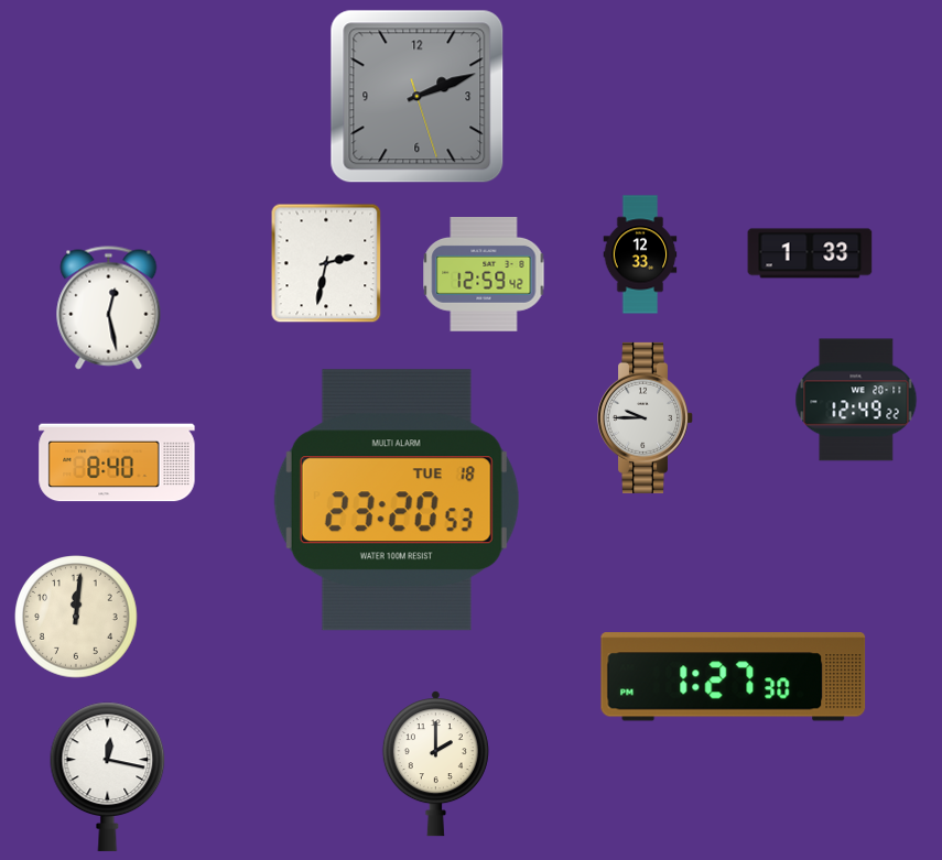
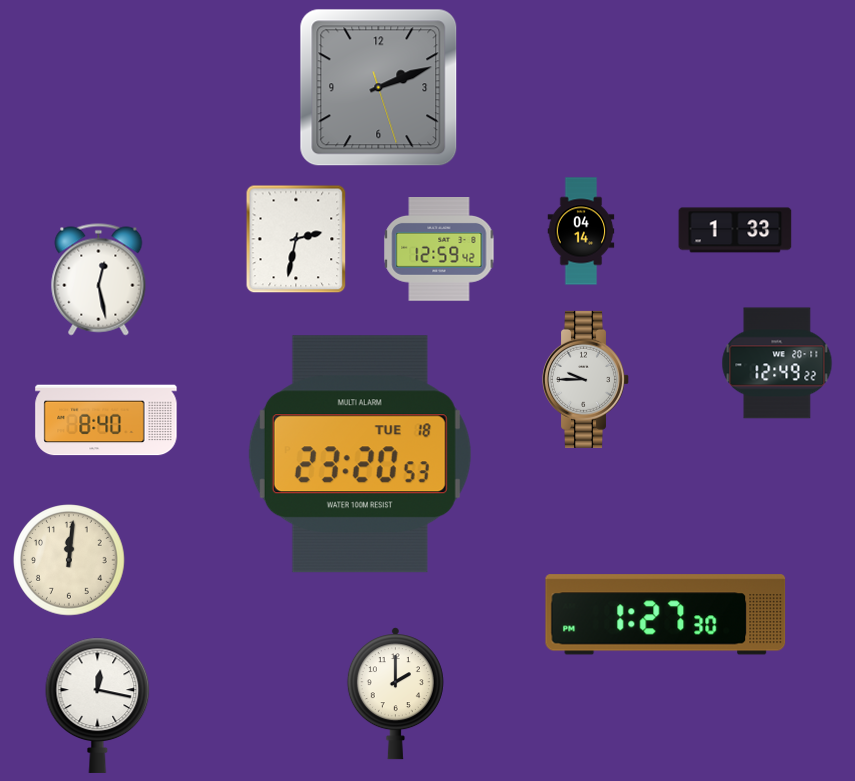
clock at (640, 254): 12:33 -> 04:14
